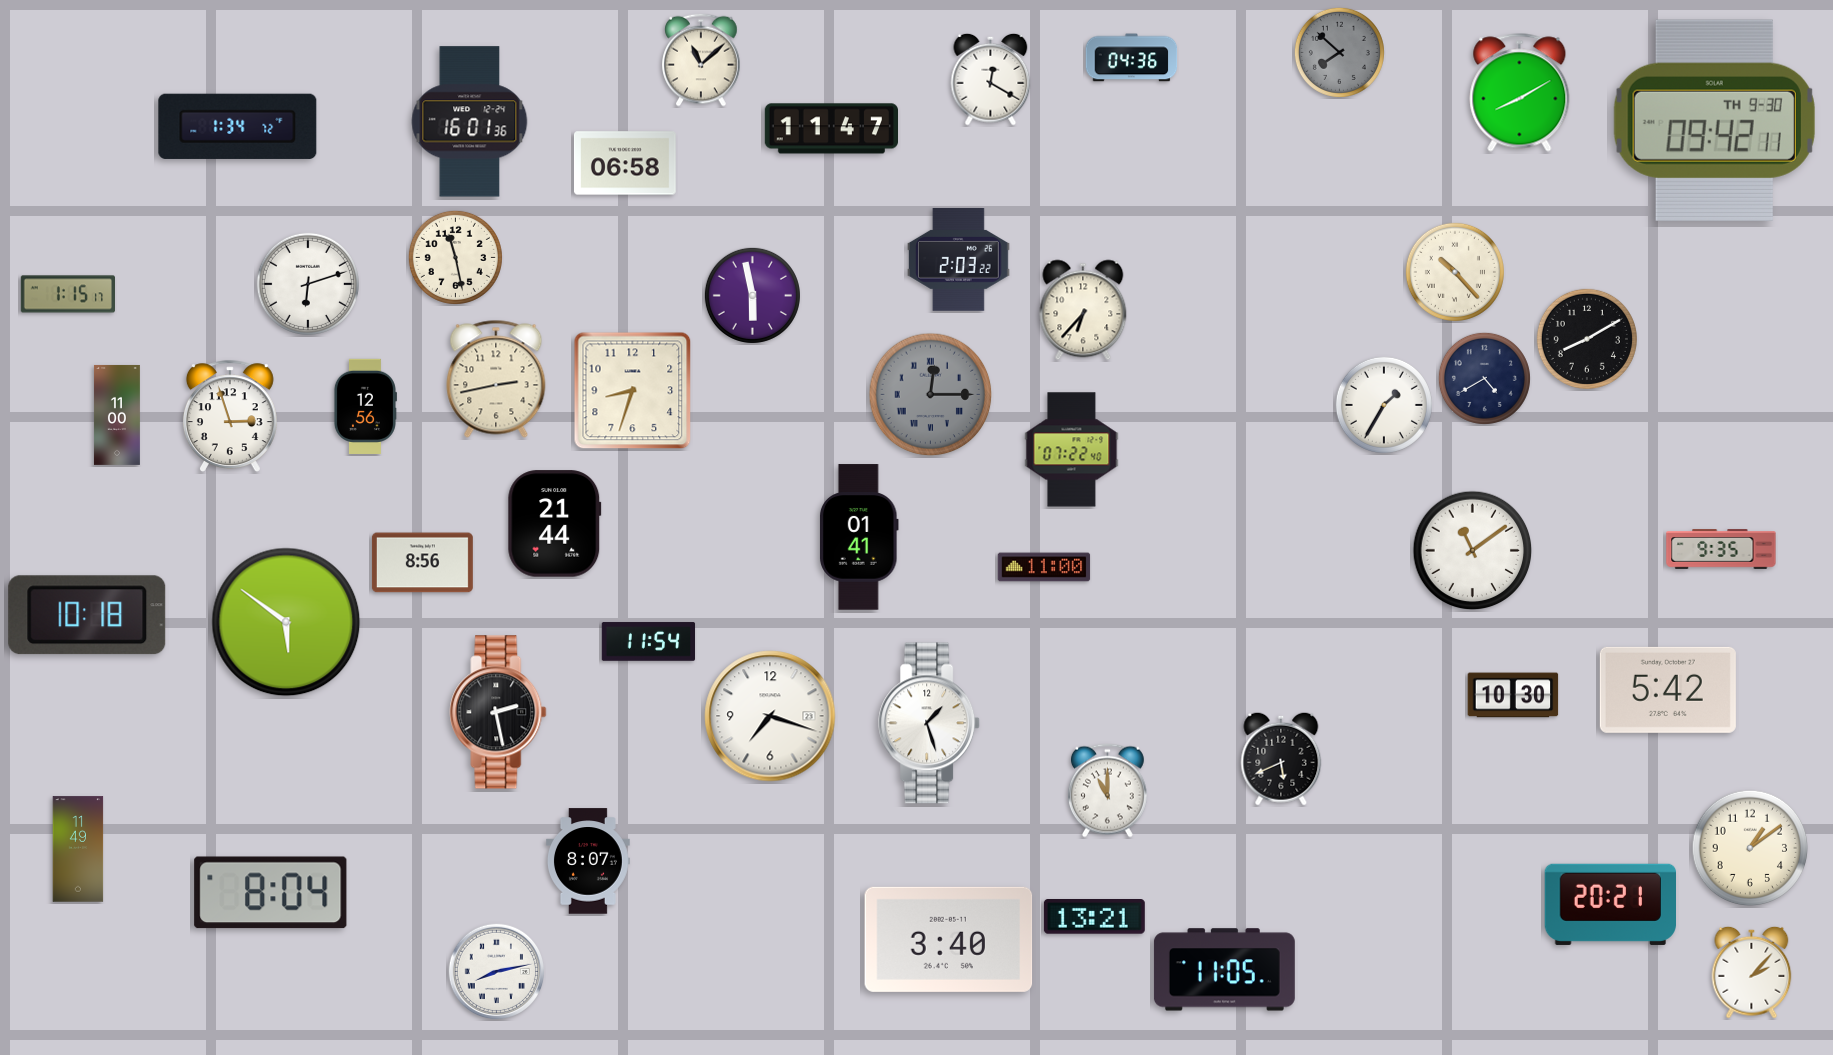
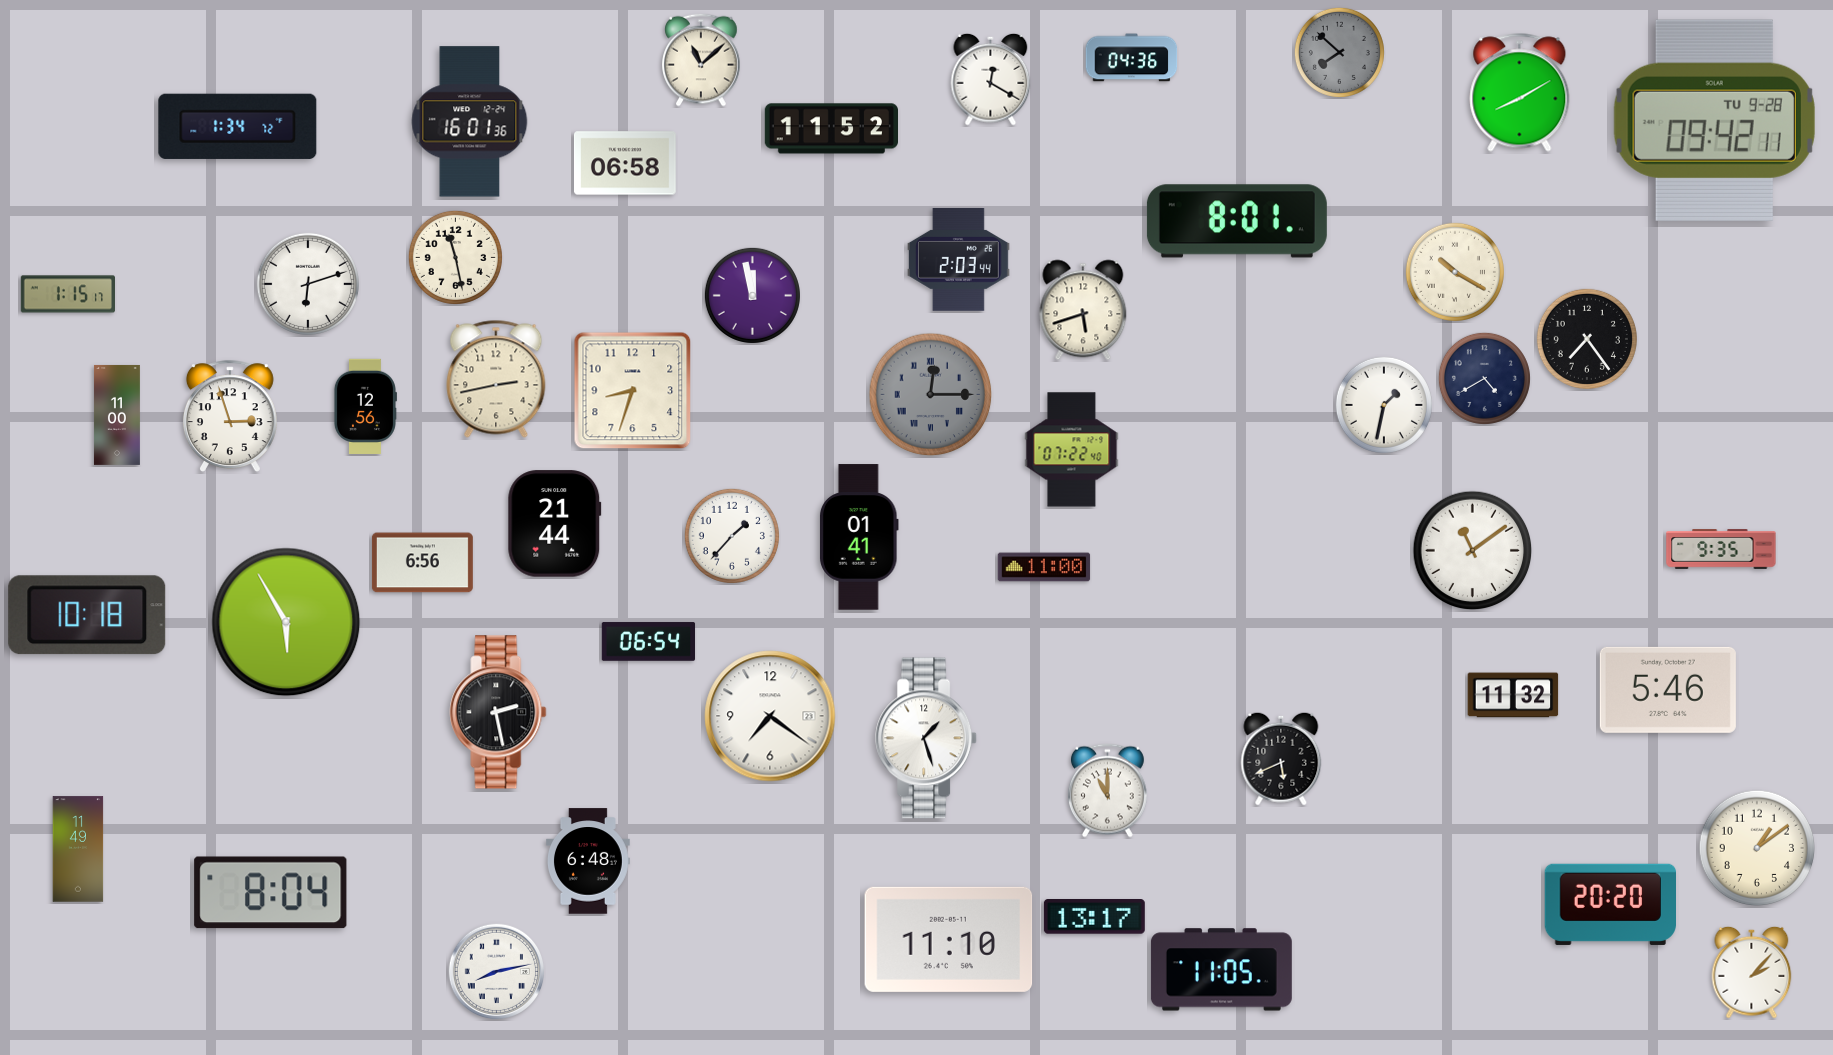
clock at (1714, 120) date: TH 9-30 -> TU 9-28
clock at (831, 129): 11:47 -> 11:52
clock at (1237, 221): none -> 8:01
clock at (959, 260): 2:03:22 -> 2:03:44
clock at (1455, 272): 10:23 -> 10:20
clock at (752, 295): 5:58 -> 11:58
clock at (1083, 310): 6:37 -> 5:42
clock at (1587, 339): 8:10 -> 7:24
clock at (1384, 405): 1:35 -> 1:32
clock at (732, 536): none -> 1:37
clock at (422, 563): 8:56 -> 6:56
clock at (286, 622): 5:51 -> 5:55
clock at (649, 642): 11:54 -> 06:54
clock at (1668, 690): 5:42 -> 5:46
clock at (1513, 695): 10:30 -> 11:32
clock at (770, 716): 7:18 -> 7:21
clock at (930, 723) position: (930, 723) -> (927, 738)
clock at (1750, 848) position: (1750, 848) -> (1757, 848)
clock at (588, 861): 8:07 -> 6:48
clock at (1610, 904): 20:21 -> 20:20
clock at (1094, 917): 13:21 -> 13:17
clock at (949, 939): 3:40 -> 11:10
clock at (1224, 970) position: (1224, 970) -> (1221, 970)
